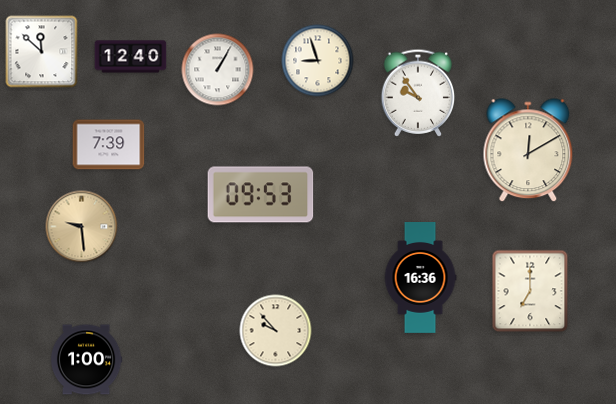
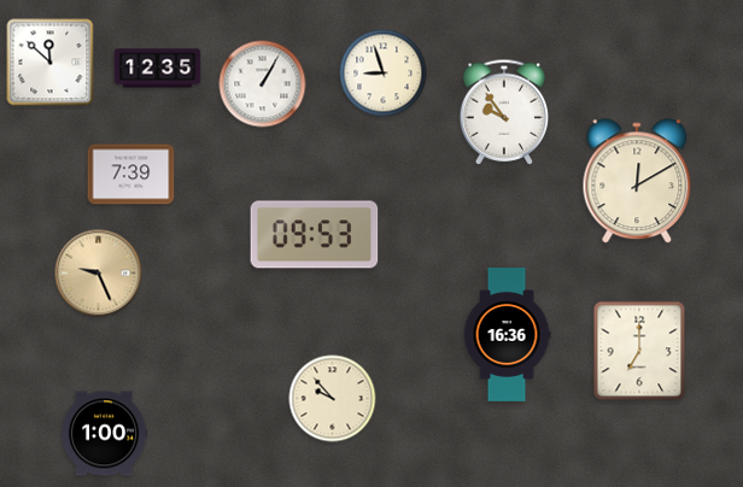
clock at (131, 57): 12:40 -> 12:35
clock at (82, 227): 9:29 -> 9:26
